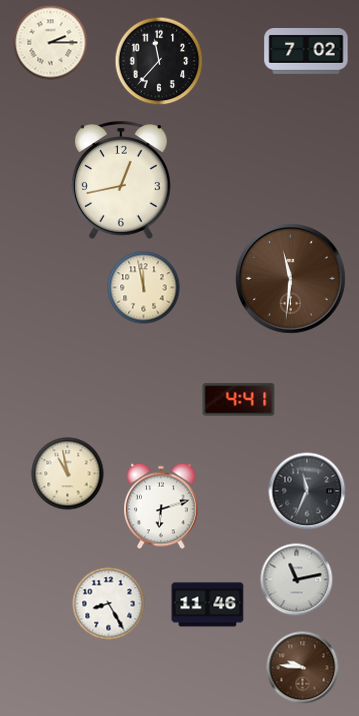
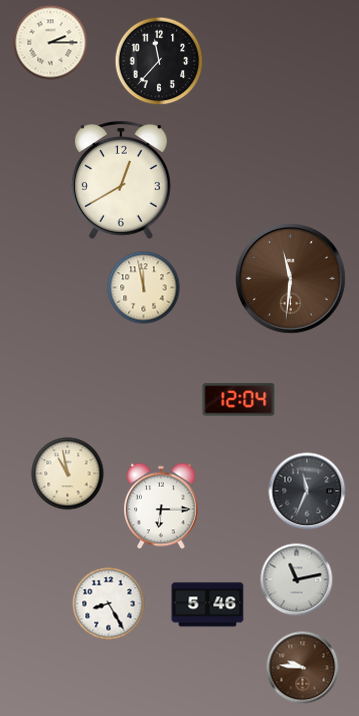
clock at (306, 52): 7:02 -> none
clock at (121, 180): 12:43 -> 12:40
clock at (239, 400): 4:41 -> 12:04
clock at (162, 506): 6:12 -> 6:15
clock at (208, 605): 11:46 -> 5:46
